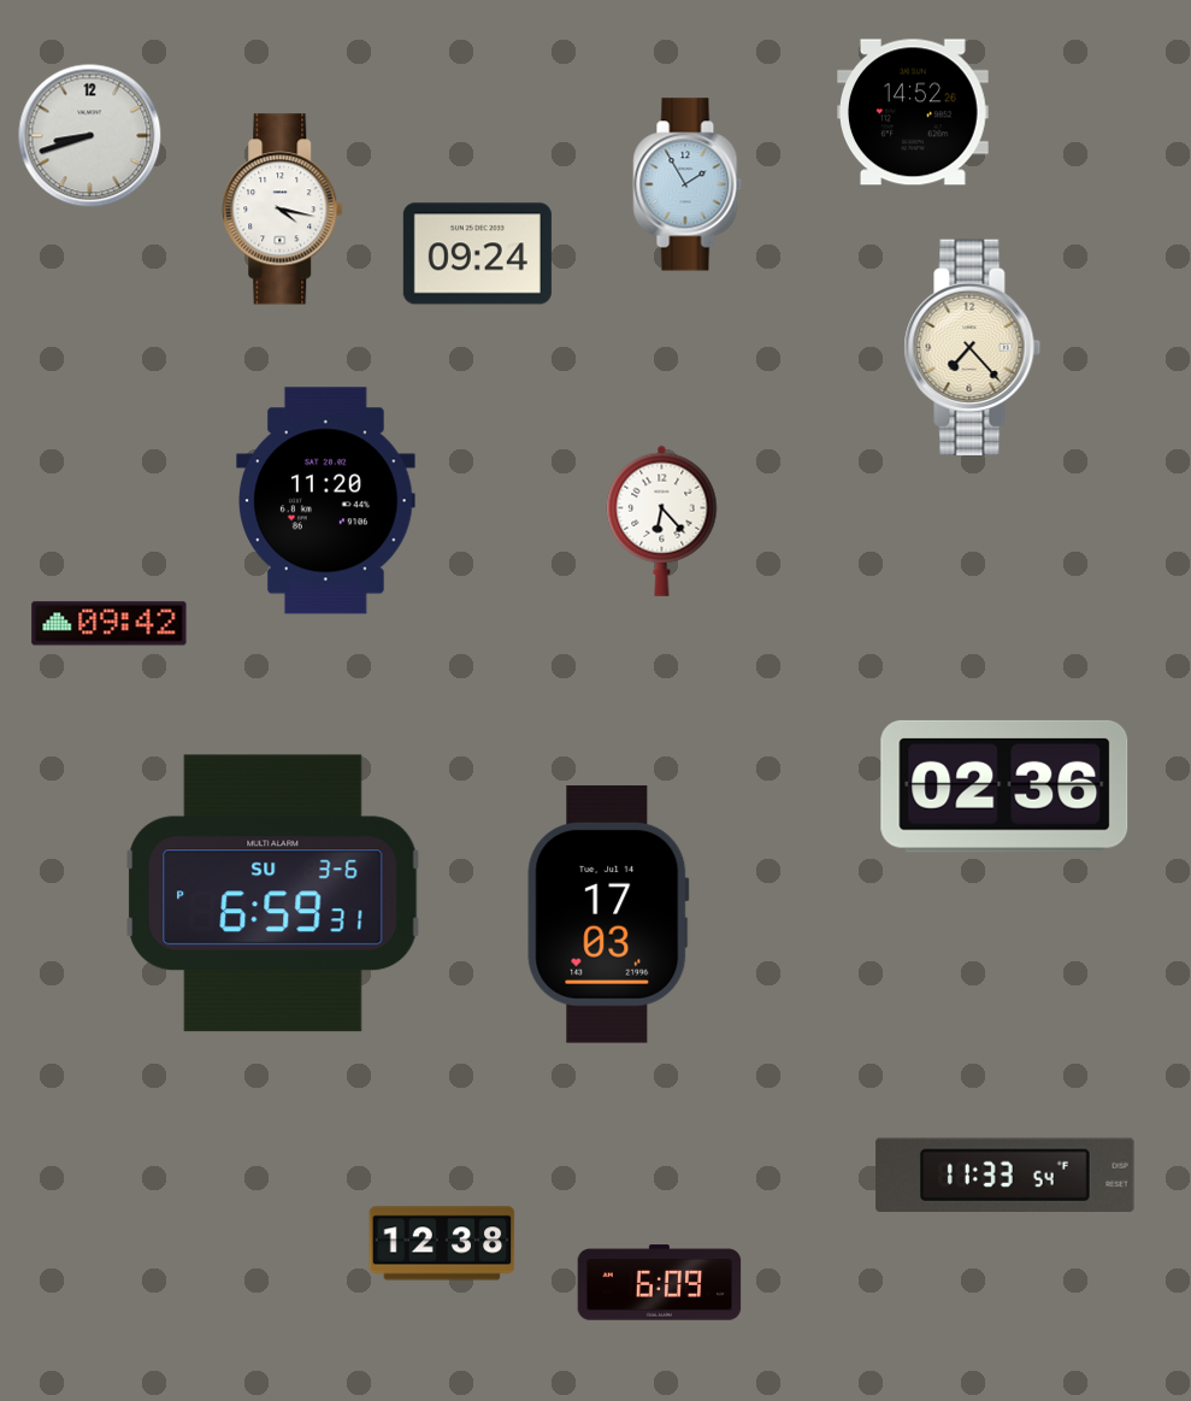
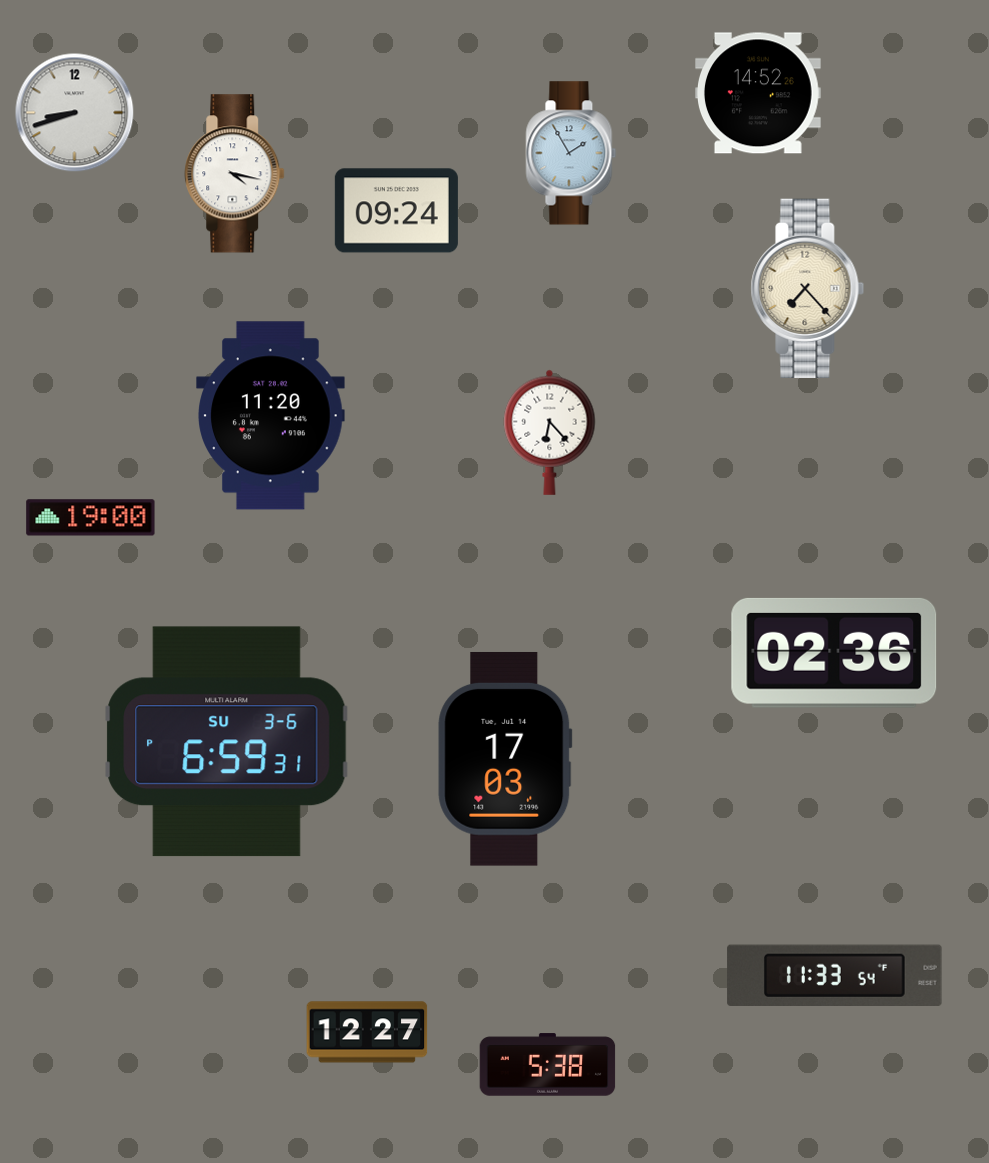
clock at (110, 624): 09:42 -> 19:00
clock at (442, 1243): 12:38 -> 12:27
clock at (660, 1283): 6:09 -> 5:38
